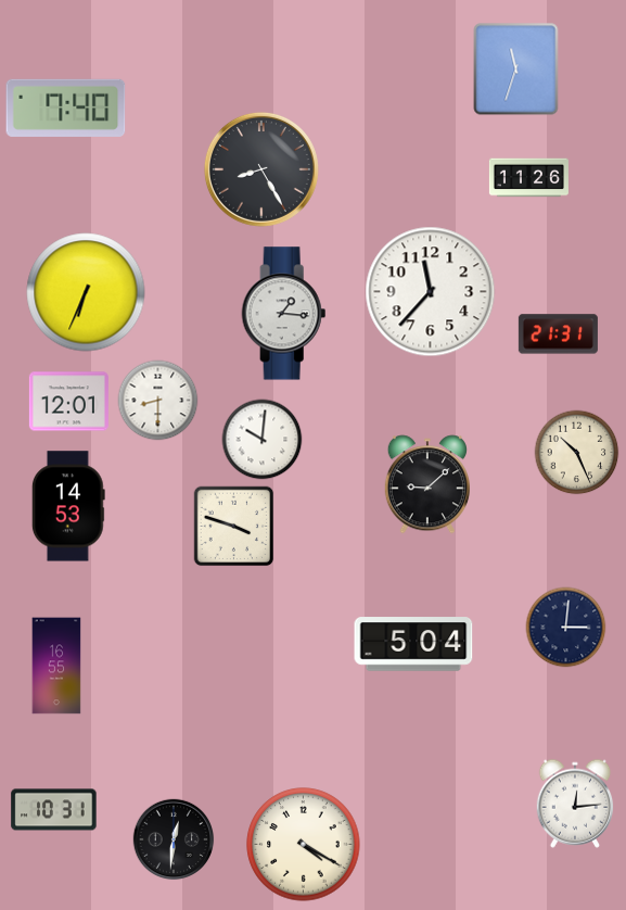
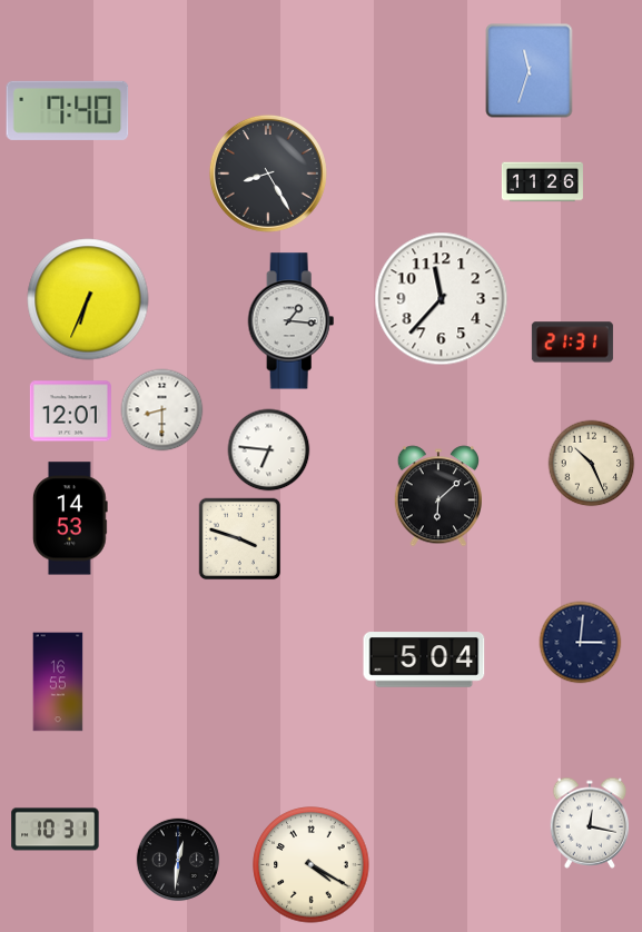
clock at (263, 440): 10:01 -> 6:46
clock at (426, 484): 9:08 -> 6:08
clock at (575, 804): 12:14 -> 12:17
